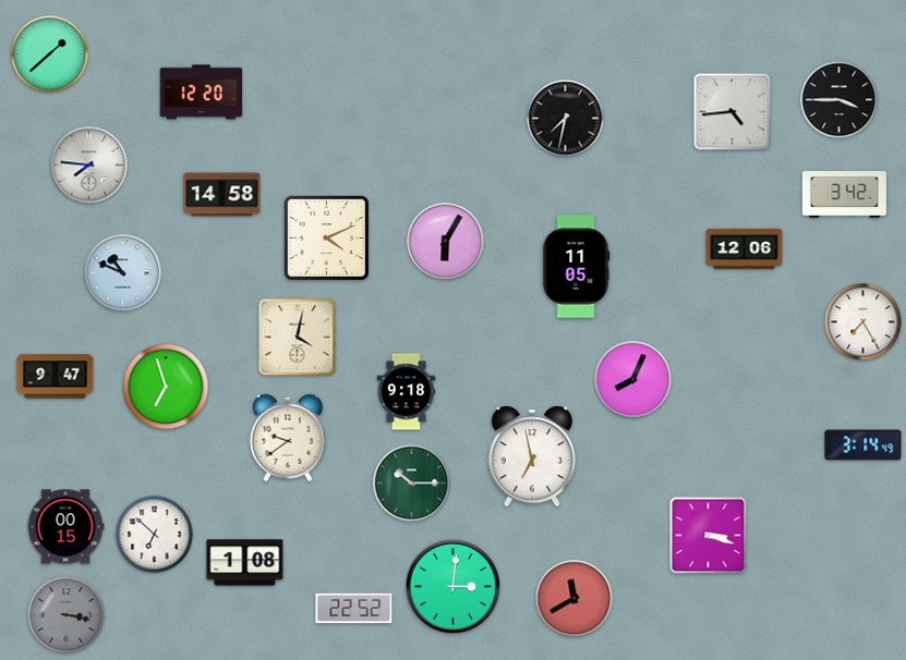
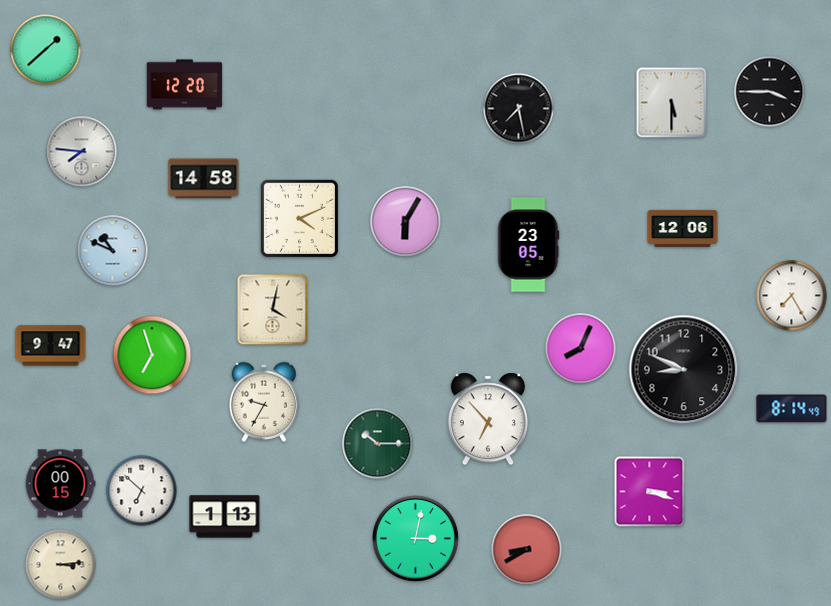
clock at (733, 112): 4:44 -> 5:30
clock at (566, 119): 7:32 -> 7:28
clock at (844, 195): 3:42 -> none
clock at (446, 242) position: (446, 242) -> (406, 222)
clock at (576, 267): 11:05 -> 23:05
clock at (407, 392): 9:18 -> none
clock at (684, 370): none -> 8:49
clock at (287, 438): 9:39 -> 9:35
clock at (863, 445): 3:14 -> 8:14
clock at (531, 456): 6:58 -> 6:53
clock at (245, 563): 1:08 -> 1:13
clock at (452, 586): 3:01 -> 3:02
clock at (575, 599): 11:40 -> 8:40
clock at (354, 609): 22:52 -> none
clock at (67, 615): 3:17 -> 3:14
clock at (67, 615) dial: grey -> cream
